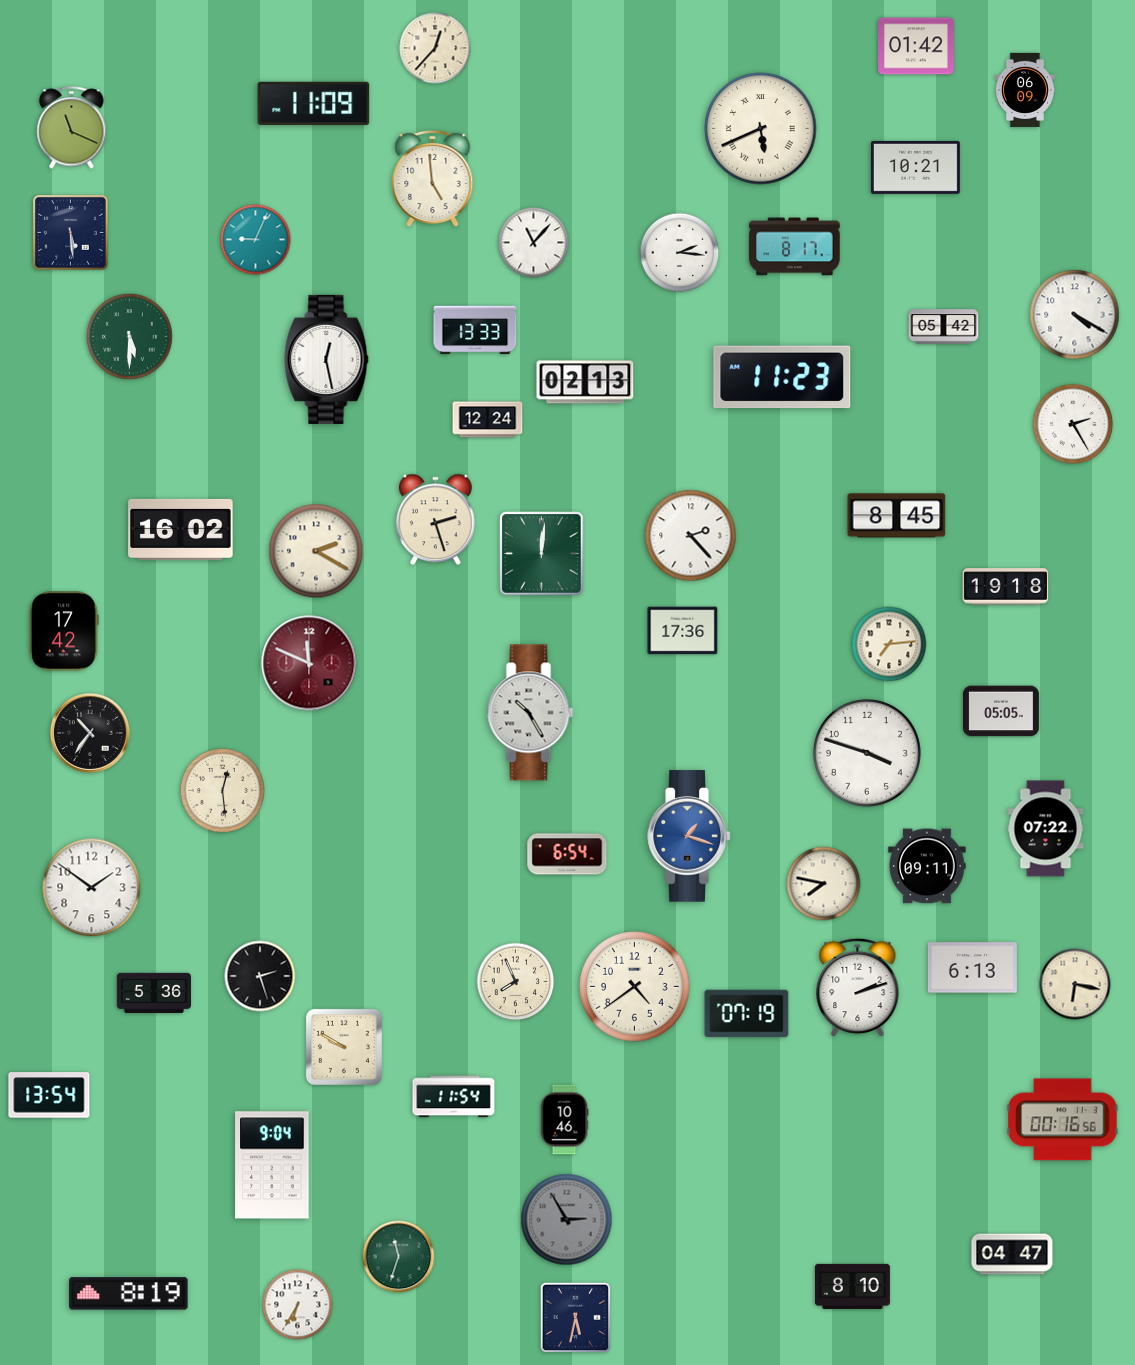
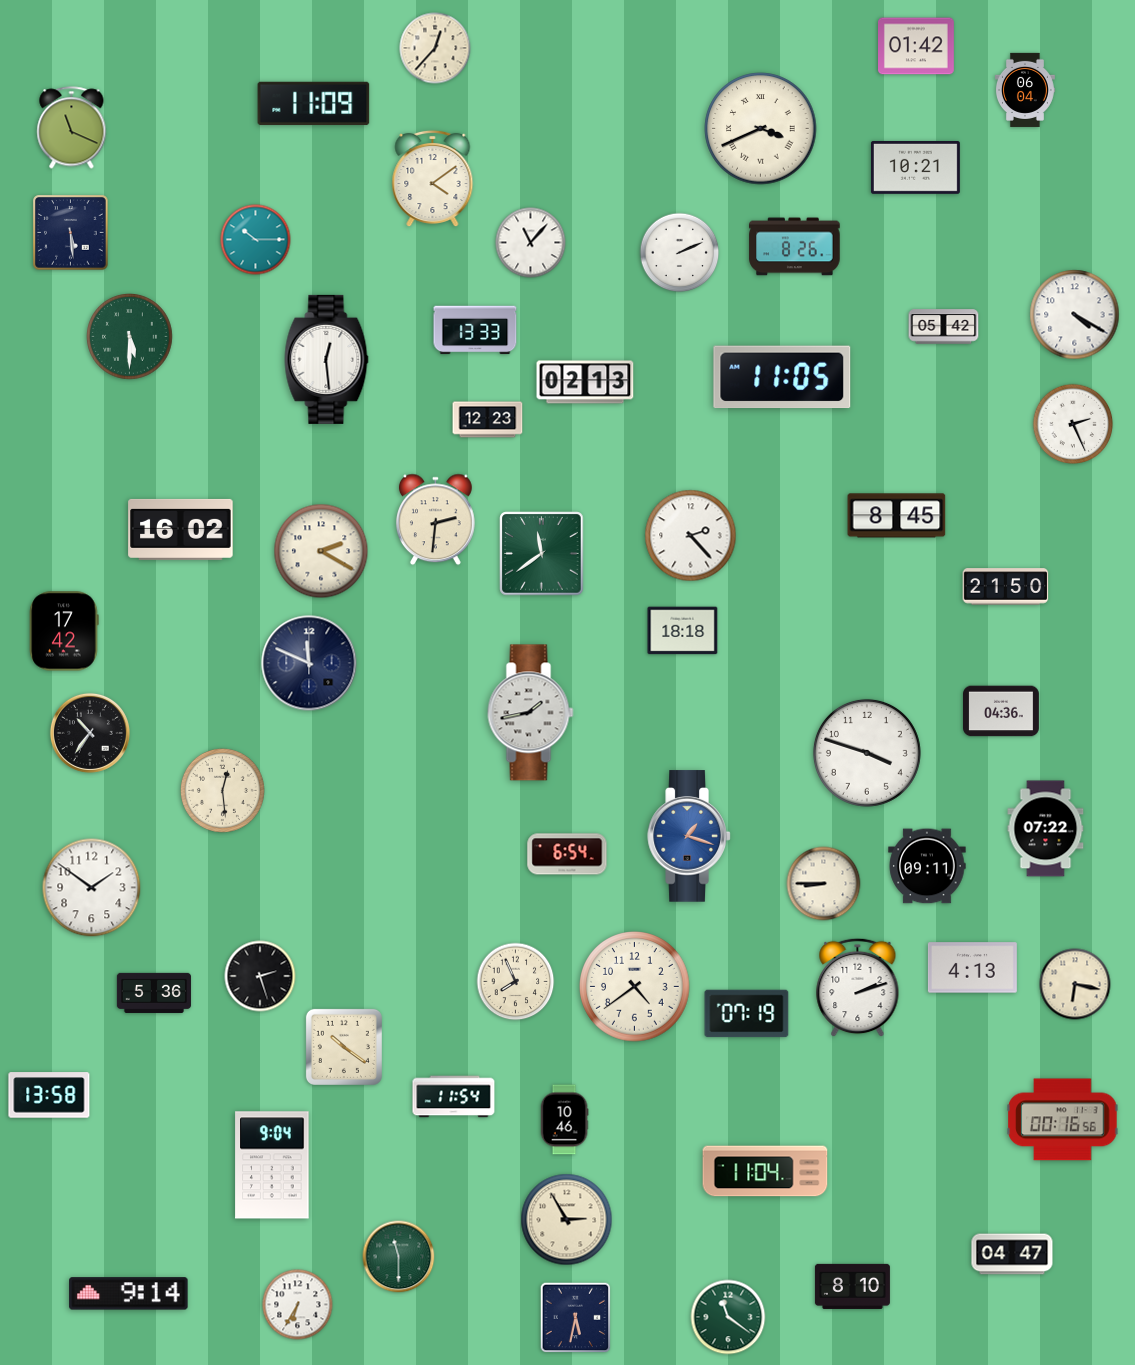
clock at (1025, 90): 06:09 -> 06:04
clock at (761, 129): 5:41 -> 3:41
clock at (433, 179): 4:59 -> 4:09
clock at (256, 240): 9:04 -> 10:15
clock at (534, 243) position: (534, 243) -> (531, 243)
clock at (795, 247): 8:17 -> 8:26
clock at (680, 253): 2:16 -> 2:11
clock at (327, 359): 12:28 -> 12:29
clock at (782, 377): 11:23 -> 11:05
clock at (488, 420): 12:24 -> 12:23
clock at (1073, 424): 2:25 -> 2:26
clock at (435, 520): 2:27 -> 2:31
clock at (316, 551) position: (316, 551) -> (321, 551)
clock at (542, 554): 12:01 -> 11:39
clock at (1006, 587): 19:18 -> 21:50
clock at (683, 631): 17:36 -> 18:18
clock at (889, 644): 7:14 -> none
clock at (309, 663) dial: burgundy -> navy
clock at (1002, 711): 05:05 -> 04:36
clock at (531, 713): 10:25 -> 1:43
clock at (824, 884): 7:47 -> 8:45
clock at (972, 968): 6:13 -> 4:13
clock at (344, 1047): 9:50 -> 10:21
clock at (49, 1095): 13:54 -> 13:58
clock at (765, 1171): none -> 11:04
clock at (567, 1220) dial: grey -> cream
clock at (399, 1257): 11:33 -> 11:30
clock at (129, 1294): 8:19 -> 9:14
clock at (728, 1317): none -> 11:21
